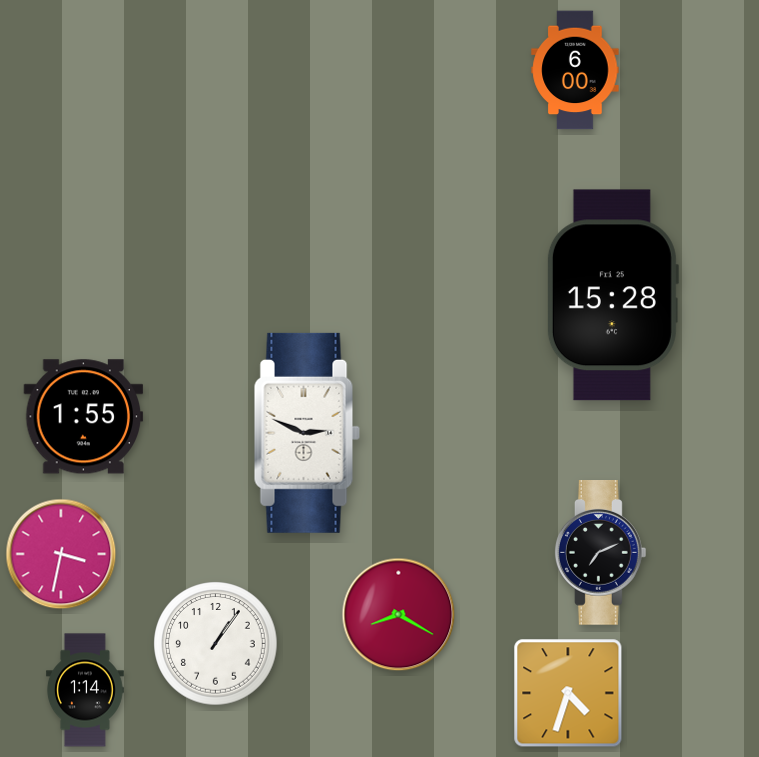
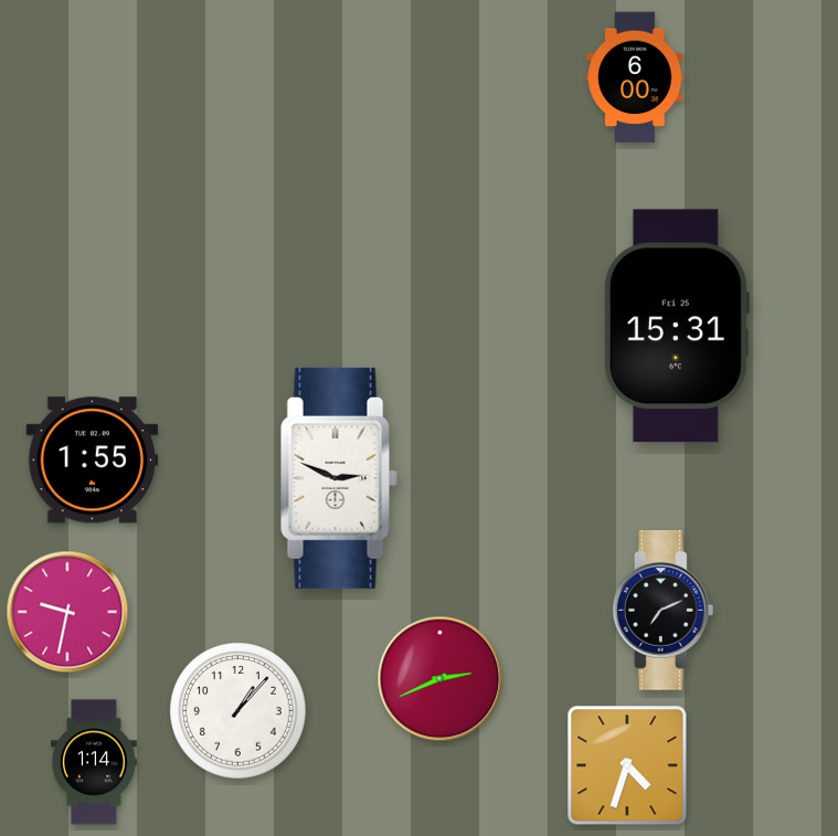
clock at (612, 295): 15:28 -> 15:31
clock at (61, 554): 3:32 -> 9:32
clock at (399, 615): 8:20 -> 2:41
clock at (216, 644): 1:06 -> 1:07
